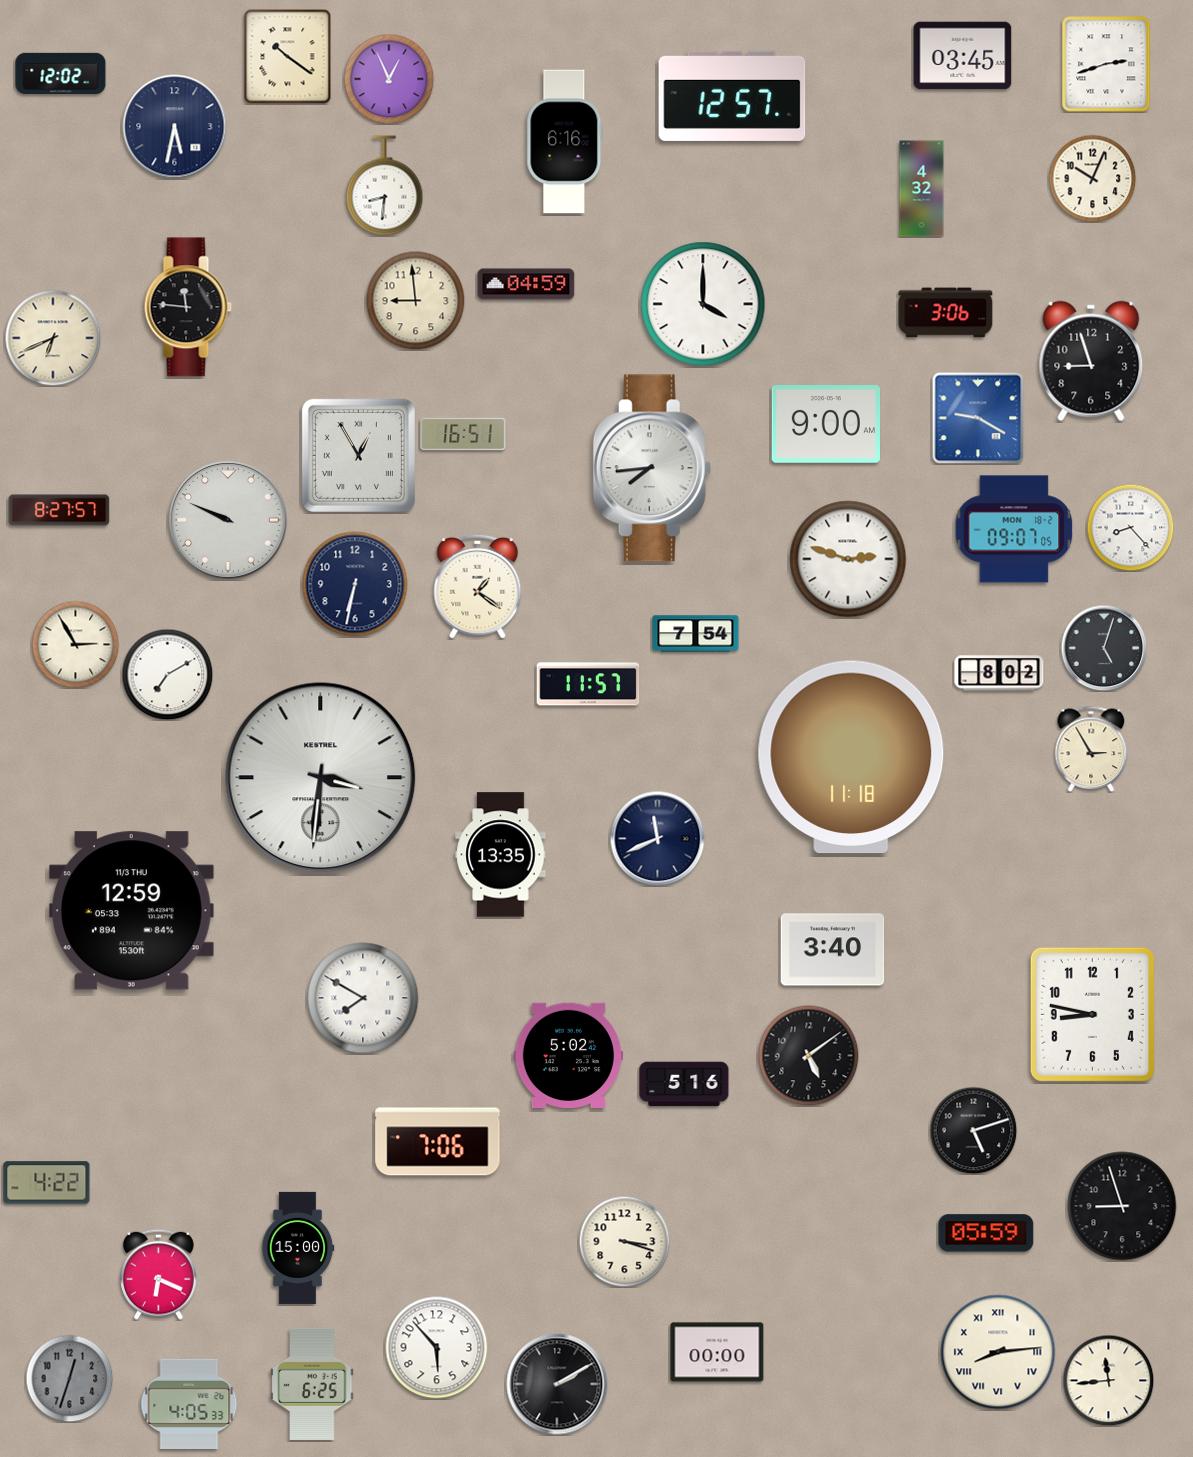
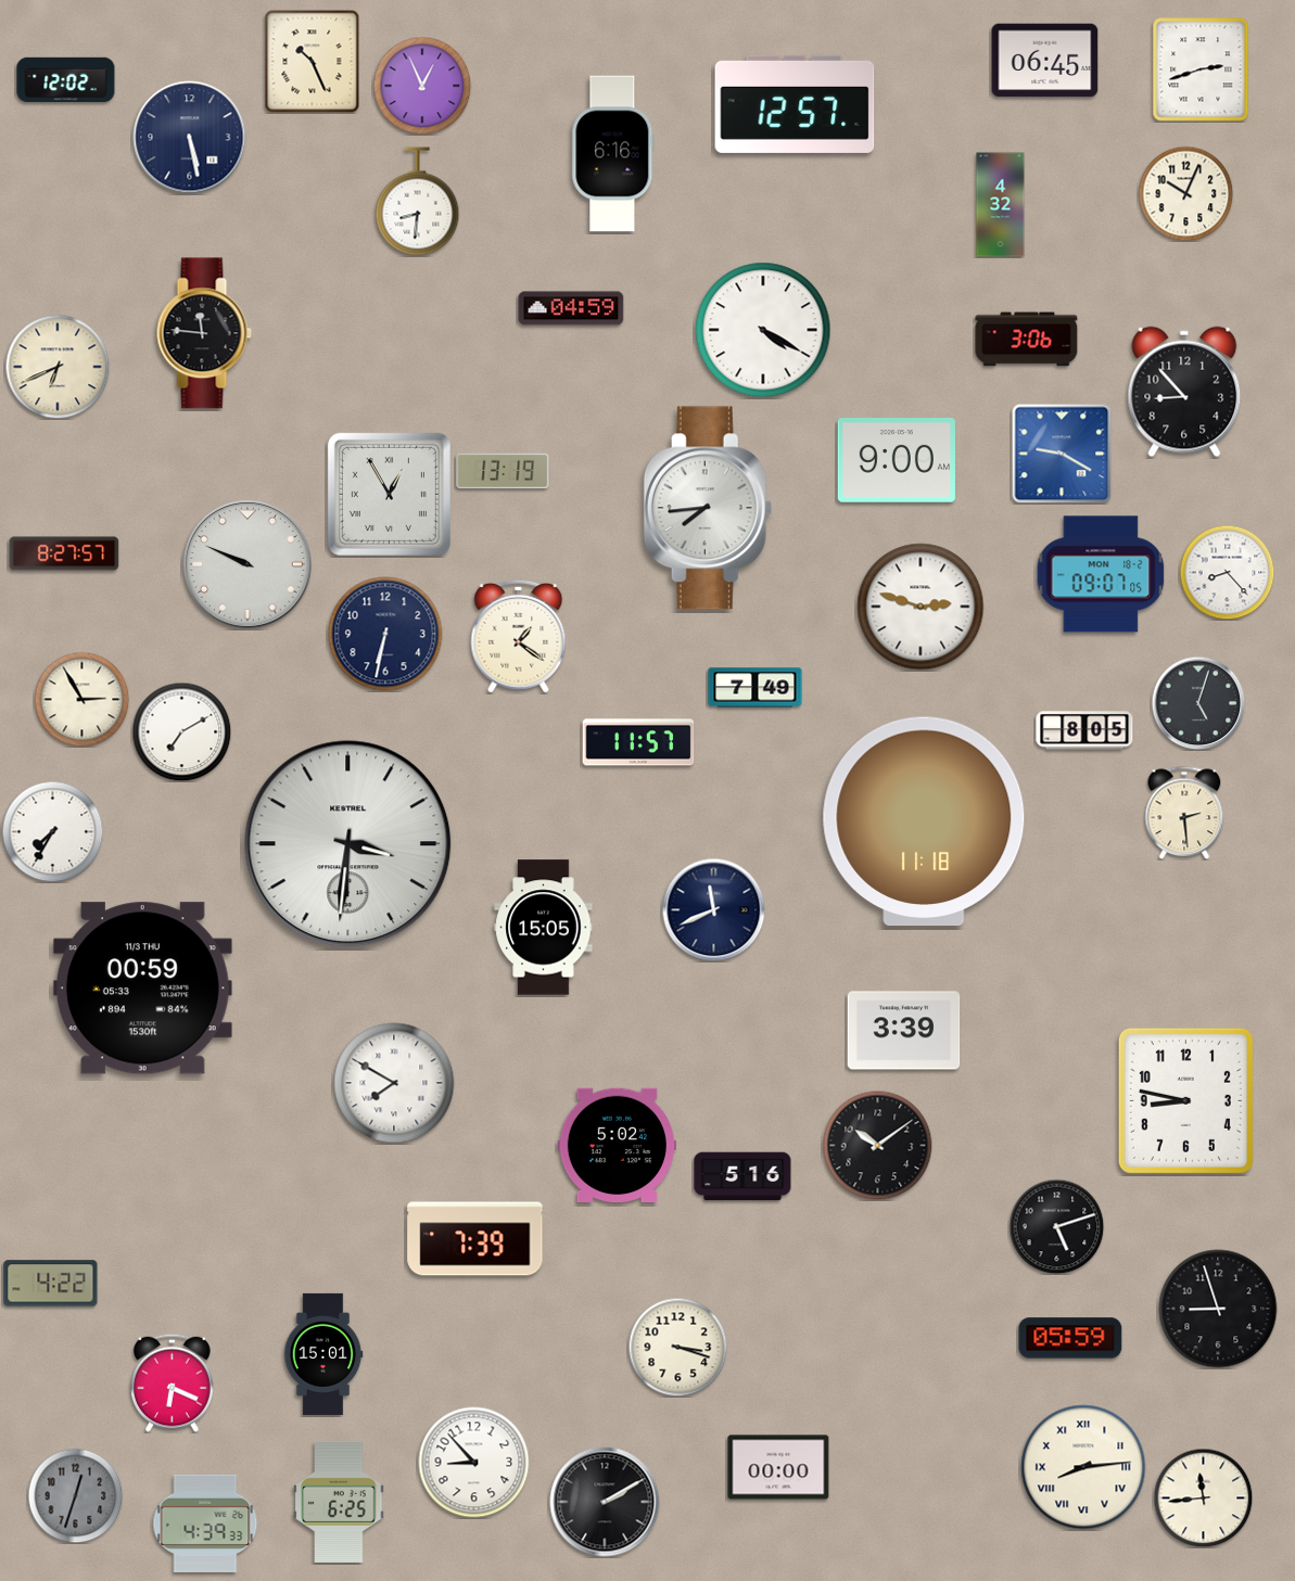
clock at (963, 56): 03:45 -> 06:45
clock at (288, 57): 10:21 -> 10:26
clock at (175, 127): 5:32 -> 5:28
clock at (416, 301): 8:59 -> none
clock at (703, 304): 4:00 -> 4:20
clock at (1091, 361): 8:57 -> 8:53
clock at (463, 434): 16:51 -> 13:19
clock at (696, 634): 7:54 -> 7:49
clock at (999, 673): 8:02 -> 8:05
clock at (1091, 749): 2:55 -> 2:29
clock at (52, 831): none -> 7:35
clock at (501, 855): 13:35 -> 15:05
clock at (131, 911): 12:59 -> 00:59
clock at (833, 950): 3:40 -> 3:39
clock at (809, 1056): 5:09 -> 10:09
clock at (438, 1142): 7:06 -> 7:39
clock at (298, 1248): 15:00 -> 15:01
clock at (437, 1348): 5:53 -> 8:53
clock at (189, 1404): 4:05 -> 4:39
